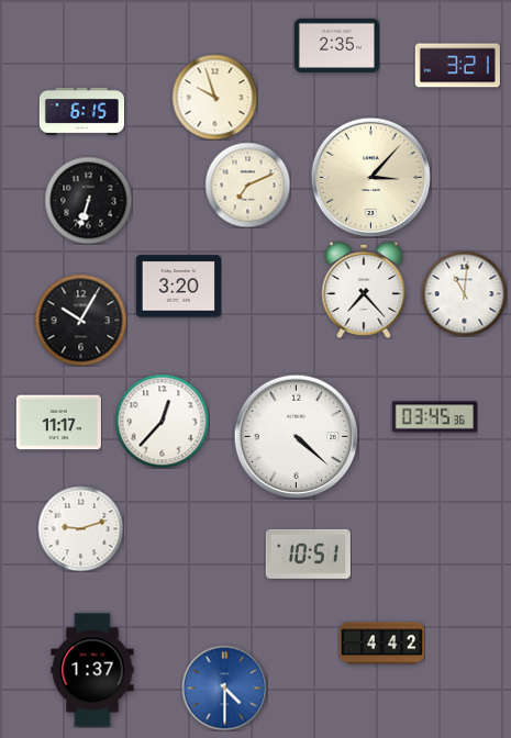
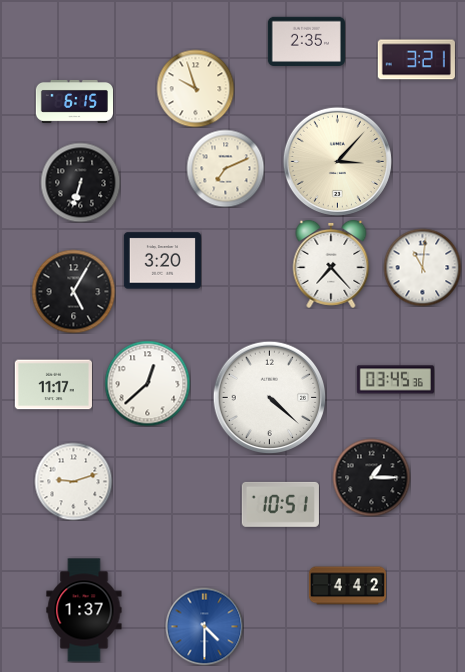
clock at (80, 320): 10:05 -> 5:05
clock at (162, 421): 12:37 -> 12:38
clock at (371, 477): none -> 1:15
